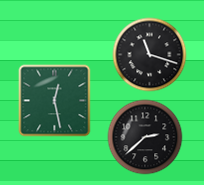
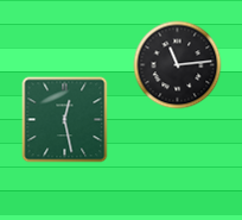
clock at (150, 55): 11:18 -> 11:14
clock at (145, 137): 2:38 -> none
